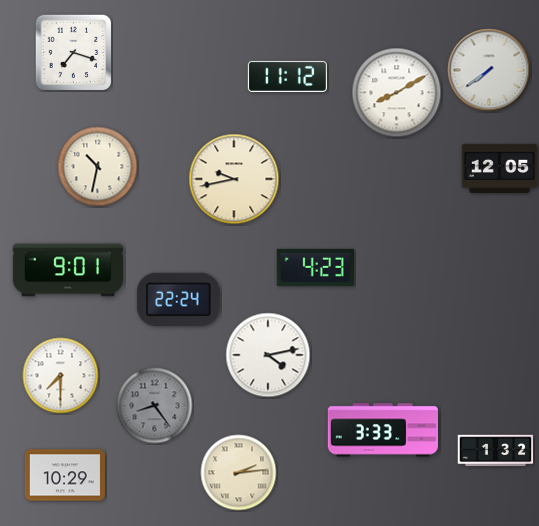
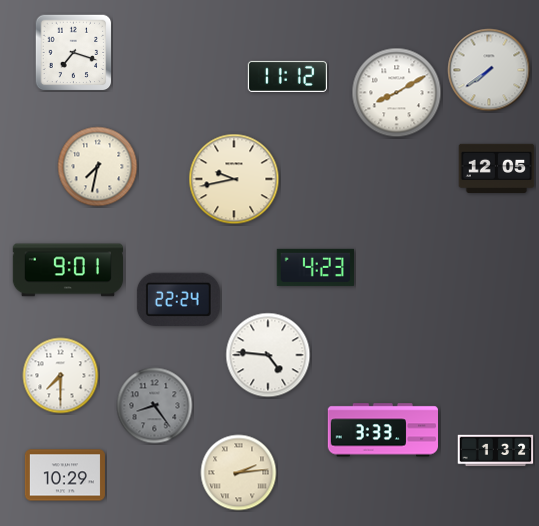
clock at (98, 167): 10:32 -> 7:32
clock at (500, 168) position: (500, 168) -> (497, 168)
clock at (268, 355): 4:13 -> 4:46
